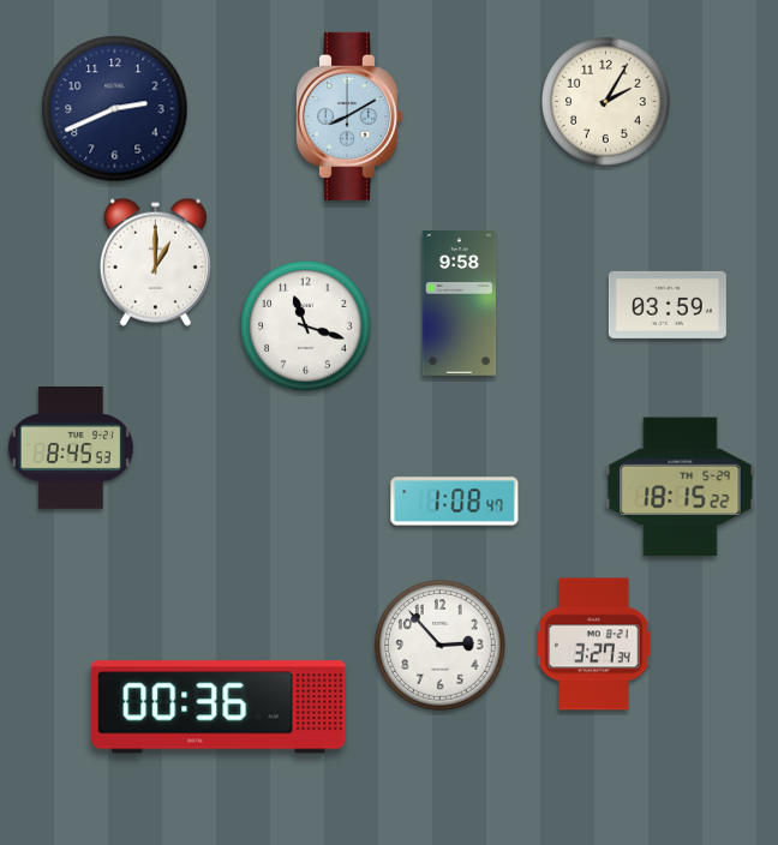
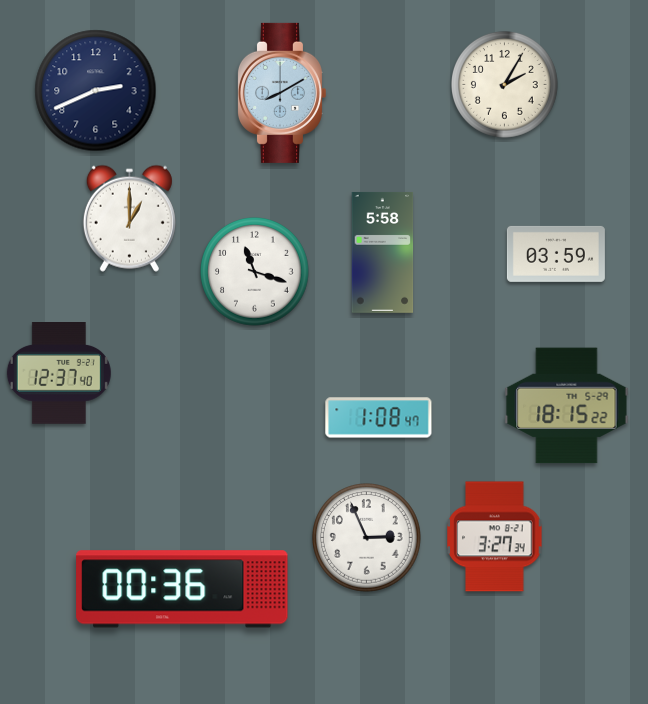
clock at (348, 116) position: (348, 116) -> (281, 93)
clock at (460, 302): 9:58 -> 5:58
clock at (71, 449): 8:45 -> 12:37
clock at (441, 646): 2:53 -> 2:56
